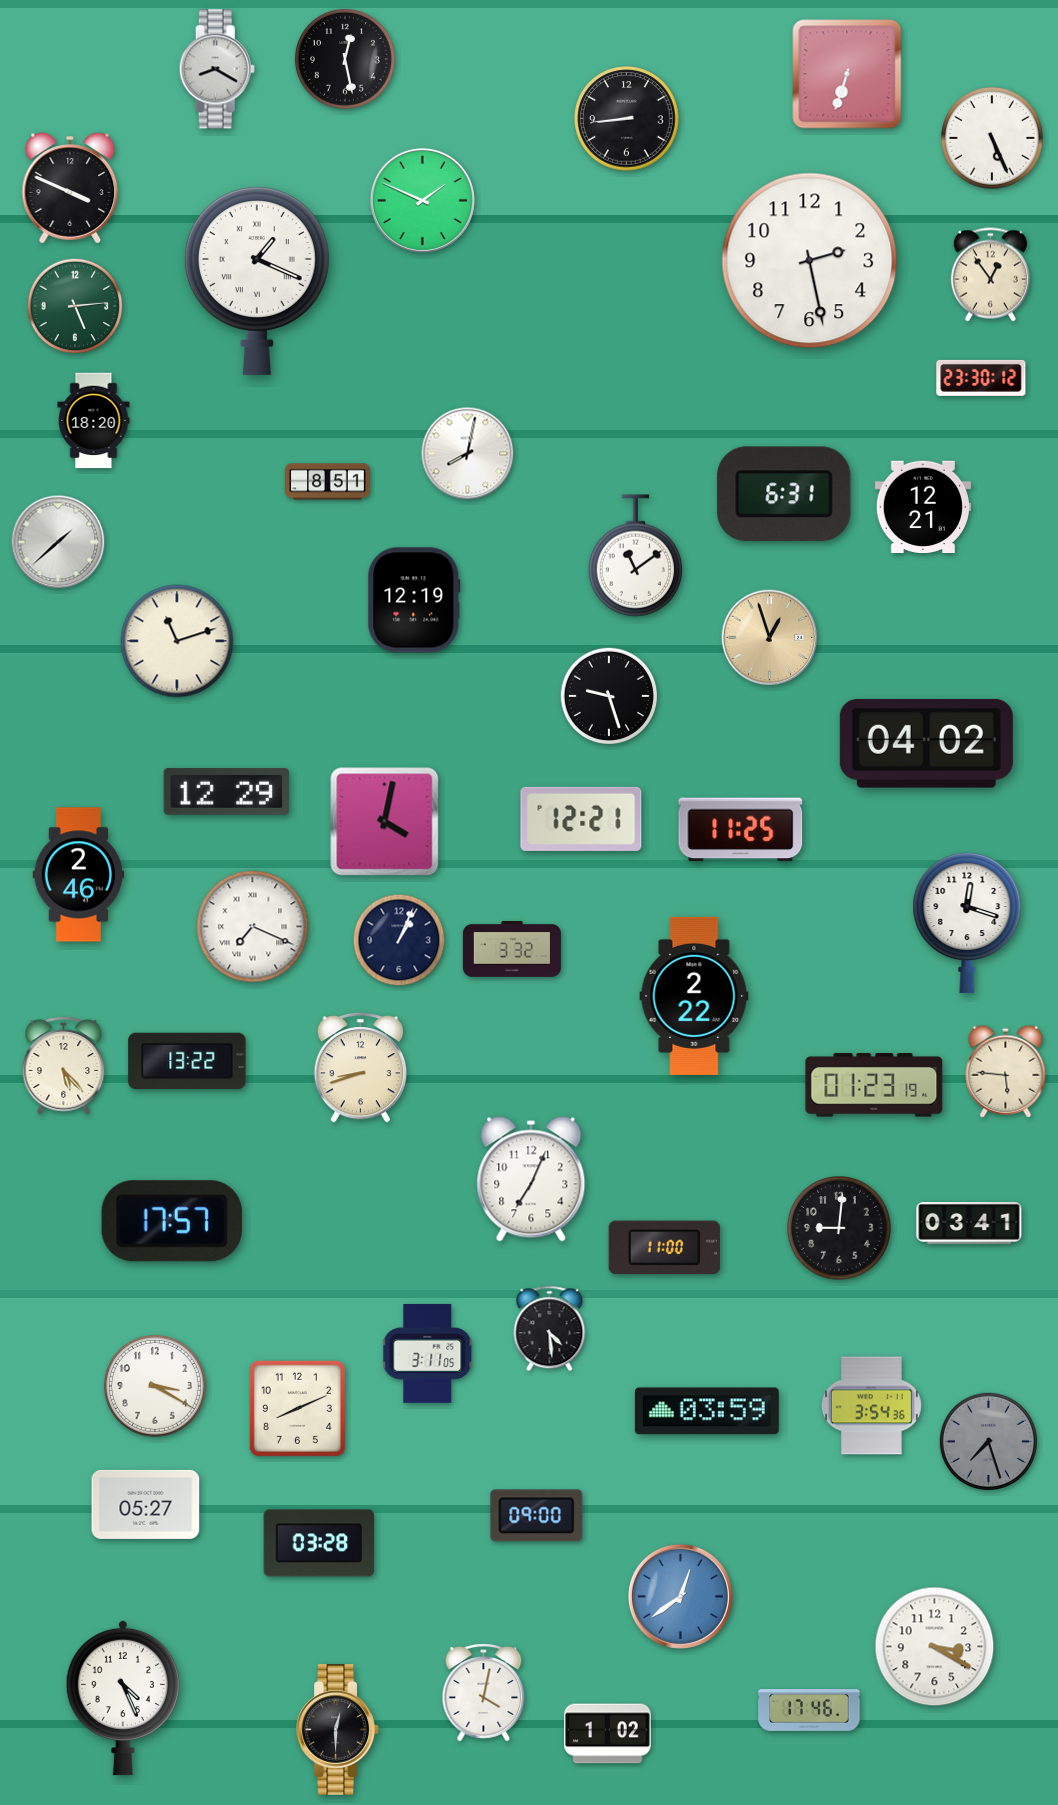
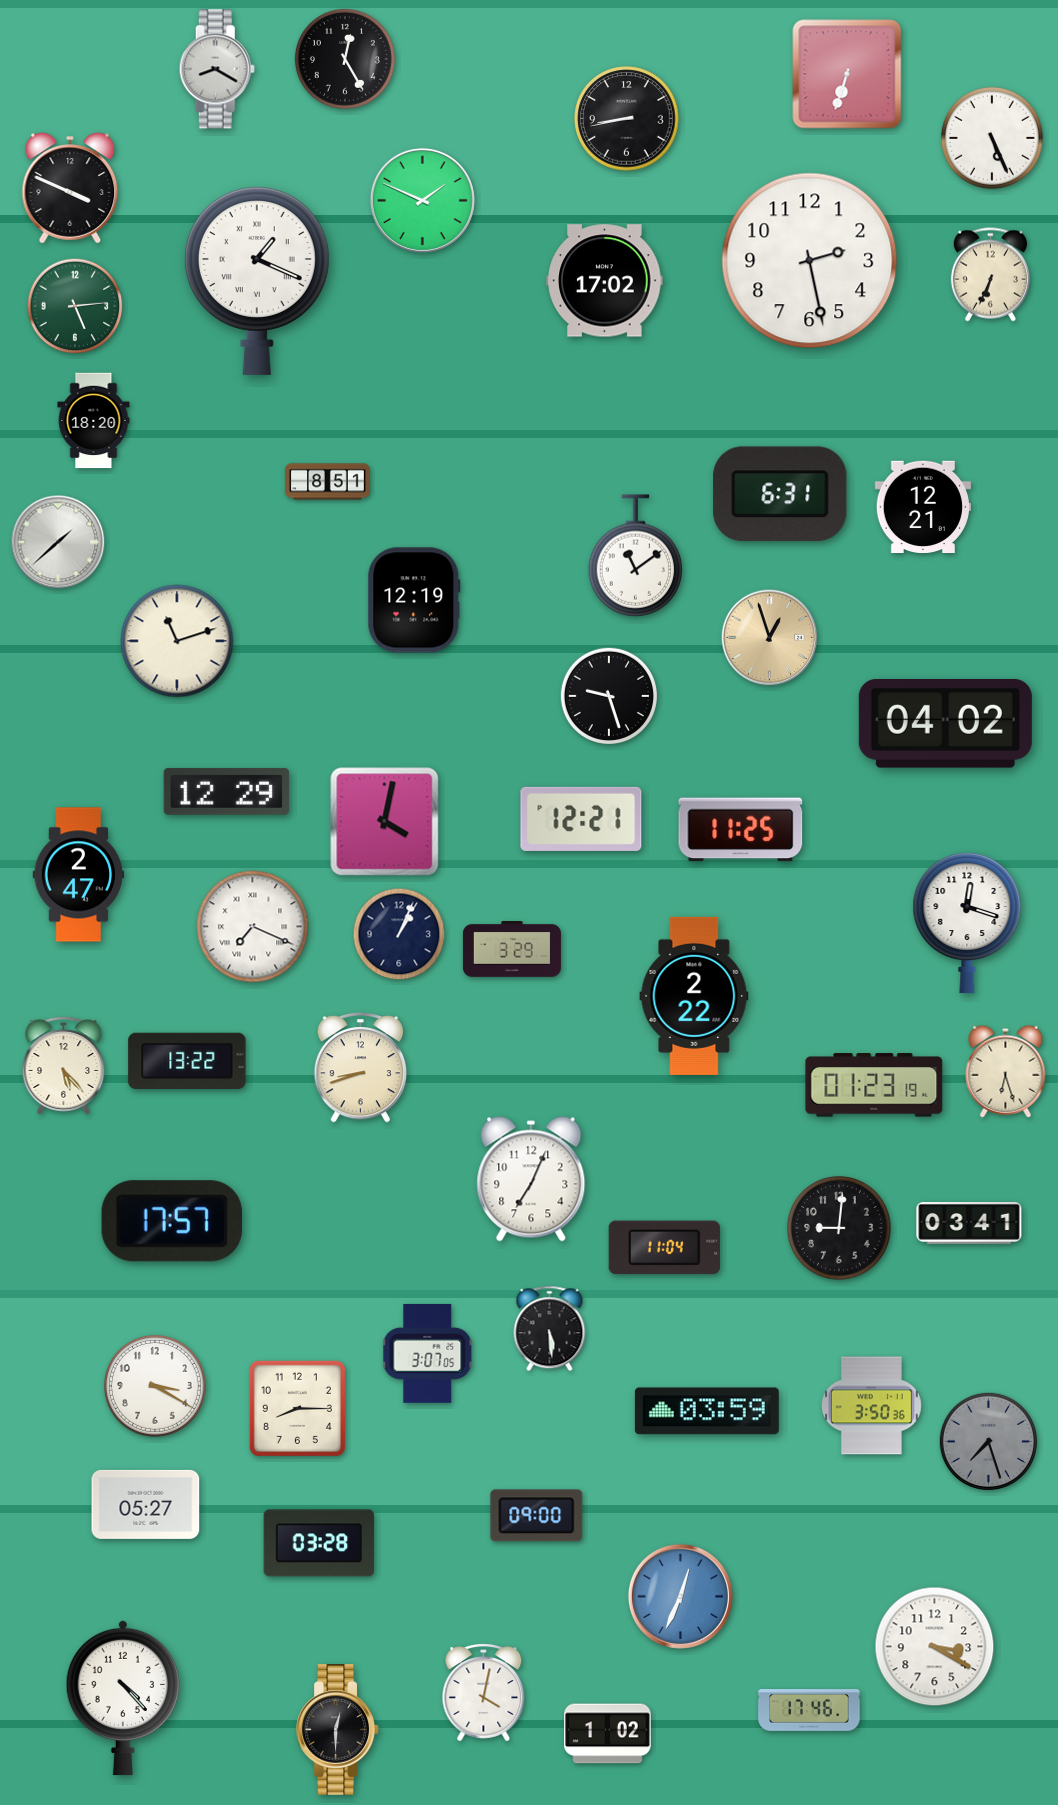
clock at (345, 59): 12:28 -> 12:25
clock at (627, 119): 8:44 -> 8:43
clock at (990, 275): 12:54 -> 6:34
clock at (605, 281): none -> 17:02
clock at (981, 378): 23:30 -> none
clock at (468, 454): 8:02 -> none
clock at (784, 494) position: (784, 494) -> (780, 494)
clock at (926, 744) position: (926, 744) -> (945, 724)
clock at (79, 875): 2:46 -> 2:47
clock at (399, 940) position: (399, 940) -> (399, 934)
clock at (512, 950): 3:32 -> 3:29
clock at (1006, 1071): 5:46 -> 6:27
clock at (664, 1248): 11:00 -> 11:04
clock at (550, 1329): 4:29 -> 5:29
clock at (428, 1353): 3:11 -> 3:07
clock at (871, 1406): 3:54 -> 3:50
clock at (297, 1408): 8:11 -> 8:15
clock at (680, 1596): 12:39 -> 12:34
clock at (123, 1698): 4:26 -> 4:23
